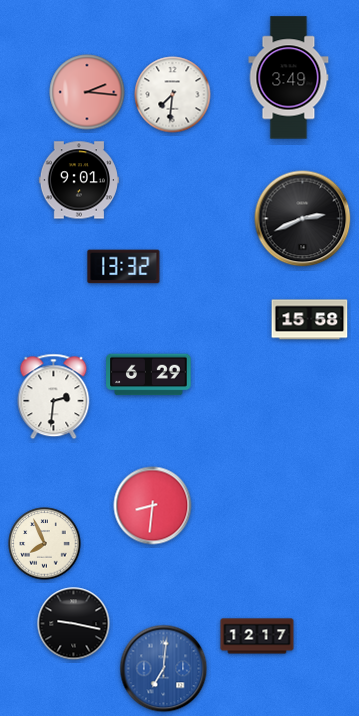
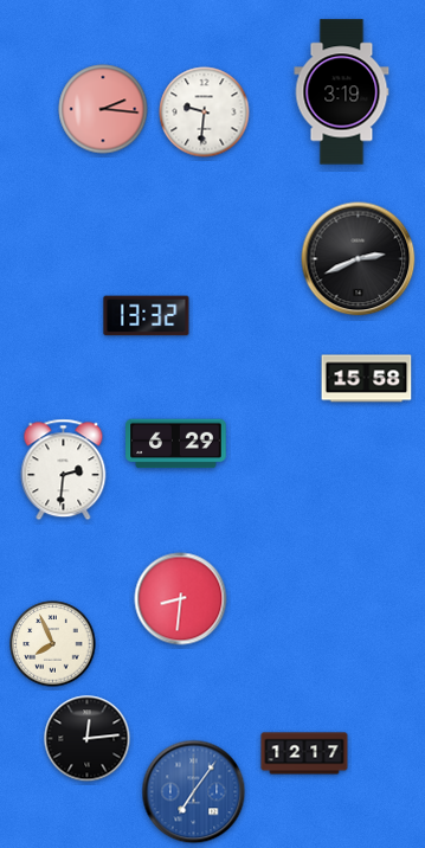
clock at (289, 78): 3:49 -> 3:19
clock at (173, 95): 7:31 -> 9:31
clock at (78, 180): 9:01 -> none
clock at (74, 624): 9:17 -> 12:14
clock at (164, 669): 7:01 -> 7:06
